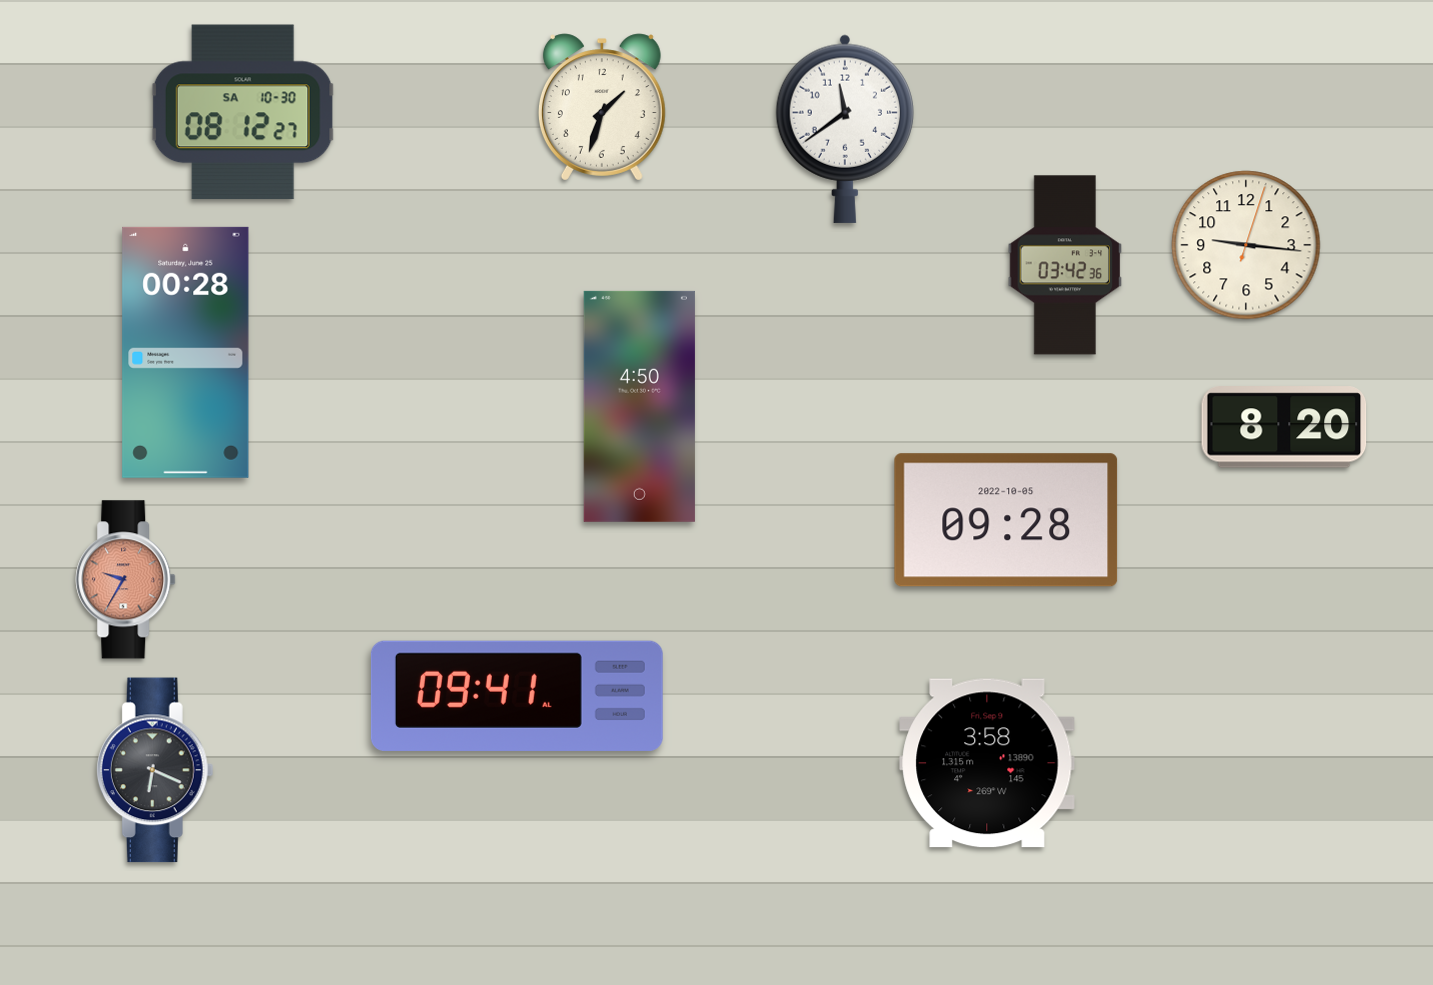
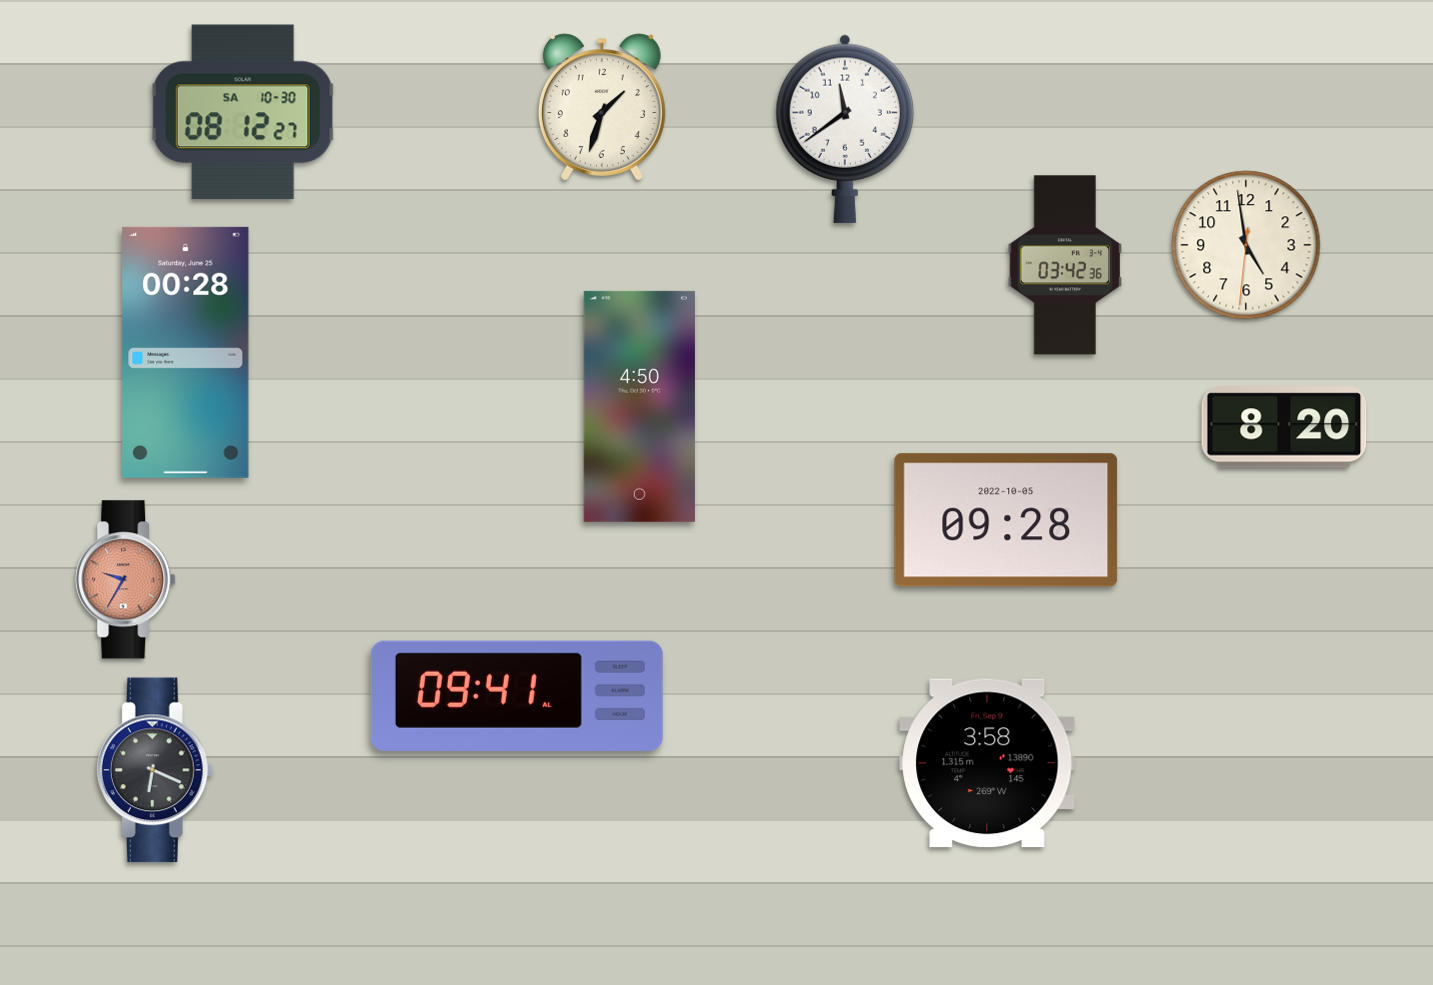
clock at (1246, 245): 9:16 -> 4:58
